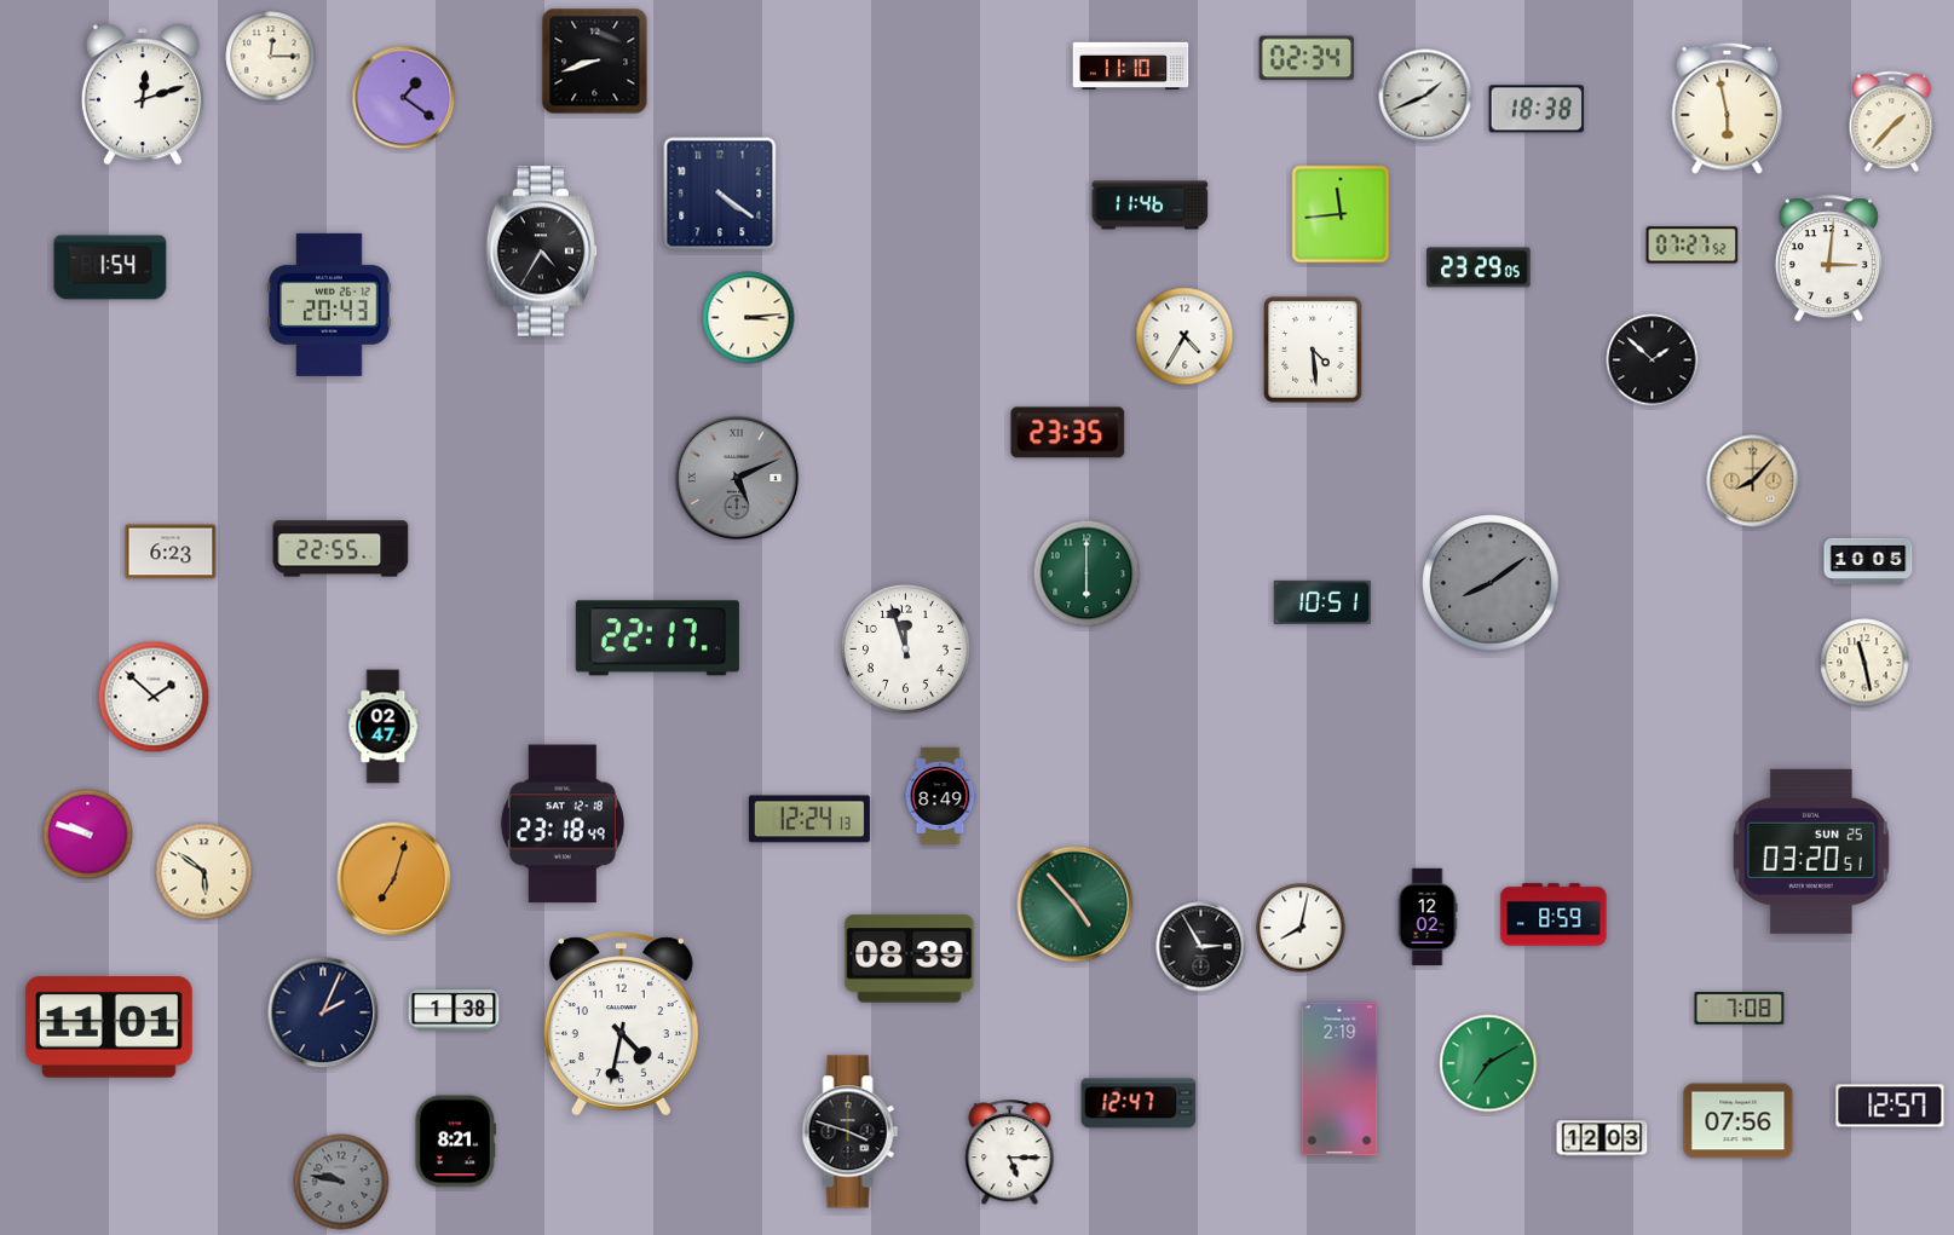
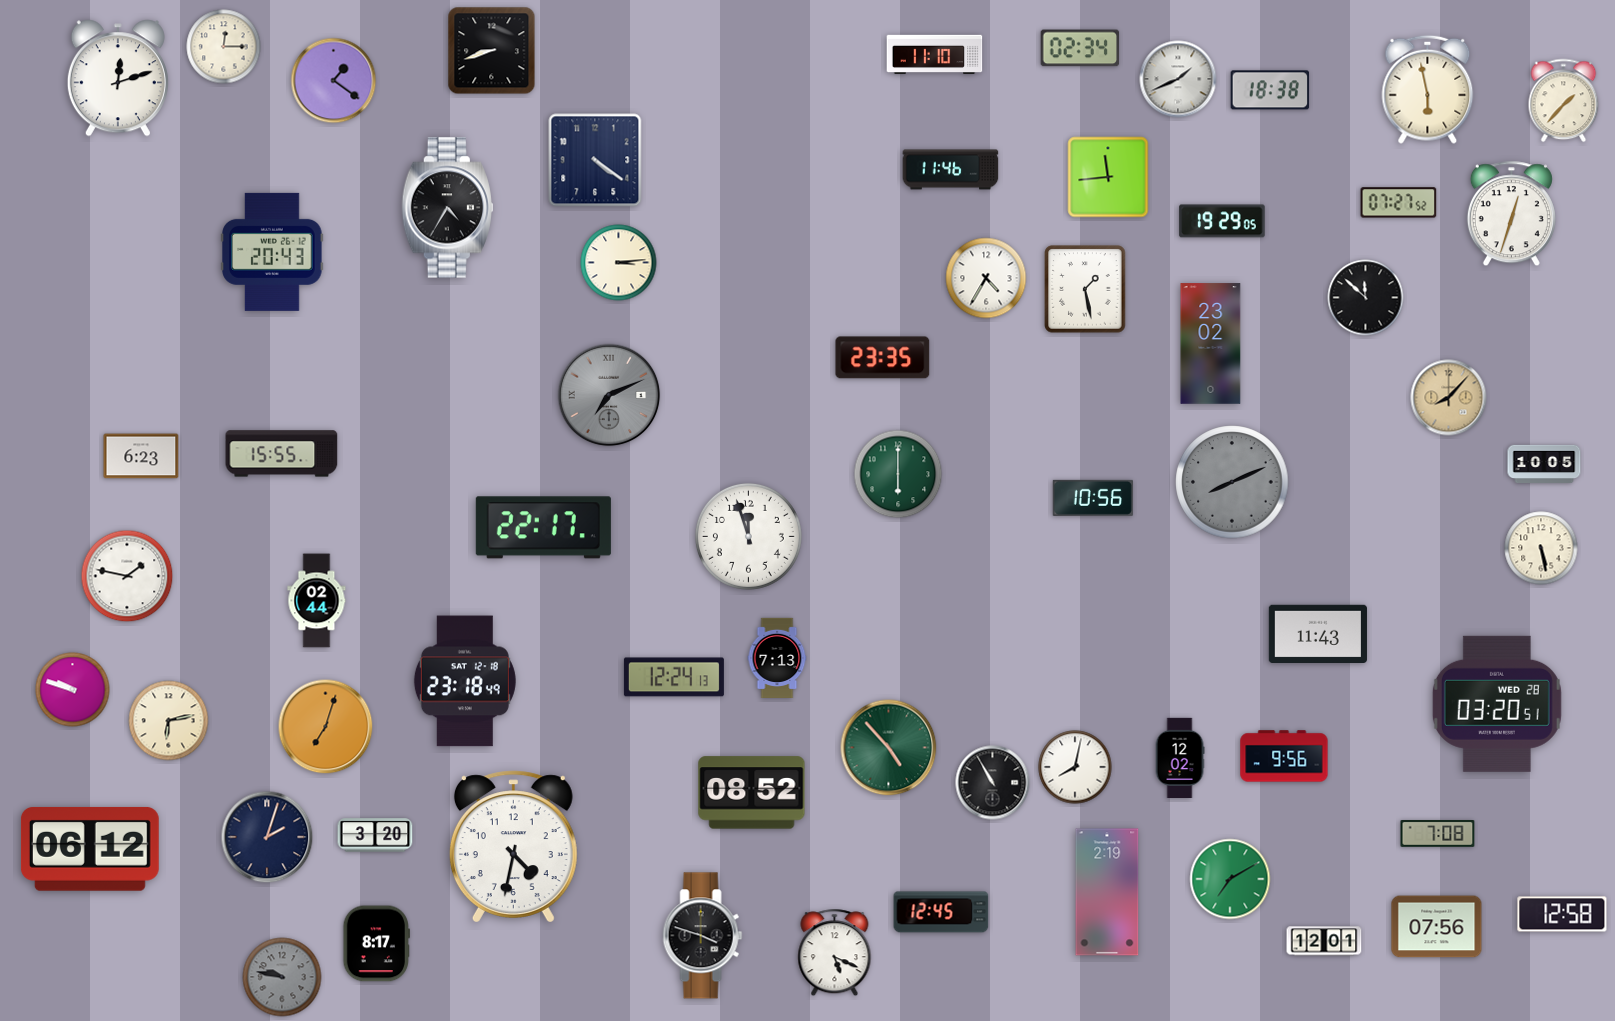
clock at (1828, 259): 3:01 -> 12:33
clock at (110, 267): 1:54 -> none
clock at (1479, 267): 23:29 -> 19:29
clock at (1184, 336) position: (1184, 336) -> (986, 278)
clock at (1313, 350): 4:29 -> 1:28
clock at (1653, 360): 1:52 -> 11:52
clock at (1211, 344): none -> 23:02
clock at (737, 478): 5:11 -> 7:11
clock at (341, 549): 22:55 -> 15:55
clock at (1491, 583): 8:09 -> 8:11
clock at (1322, 602): 10:51 -> 10:56
clock at (1864, 663): 11:28 -> 5:28
clock at (154, 697): 1:52 -> 1:47
clock at (384, 727): 02:47 -> 02:44
clock at (1318, 633): none -> 11:43
clock at (940, 796): 8:49 -> 7:13
clock at (809, 819) position: (809, 819) -> (674, 677)
clock at (1811, 852) date: SUN 25 -> WED 28
clock at (204, 872): 5:51 -> 6:13
clock at (1554, 914): 8:59 -> 9:56
clock at (1201, 947): 2:55 -> 10:55
clock at (910, 959): 08:39 -> 08:52
clock at (454, 1010): 1:38 -> 3:20
clock at (323, 1012): 2:04 -> 2:03
clock at (109, 1027): 11:01 -> 06:12
clock at (1139, 1103): 12:47 -> 12:45
clock at (1890, 1106): 12:57 -> 12:58
clock at (1602, 1138): 12:03 -> 12:01
clock at (455, 1142): 8:21 -> 8:17
clock at (1010, 1153): 5:15 -> 5:19
